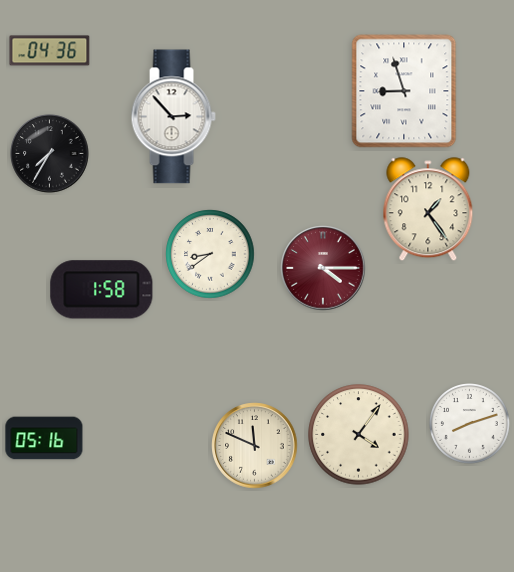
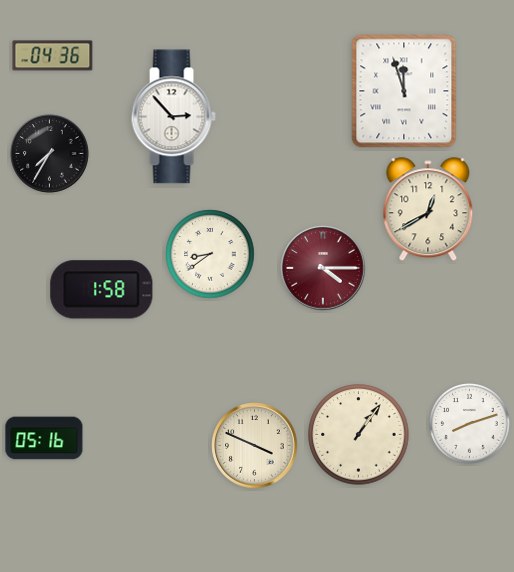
clock at (50, 51) position: (50, 51) -> (53, 56)
clock at (404, 91): 8:57 -> 11:57
clock at (428, 210): 1:24 -> 12:40
clock at (359, 435): 4:06 -> 1:06
clock at (255, 446): 11:49 -> 3:49
